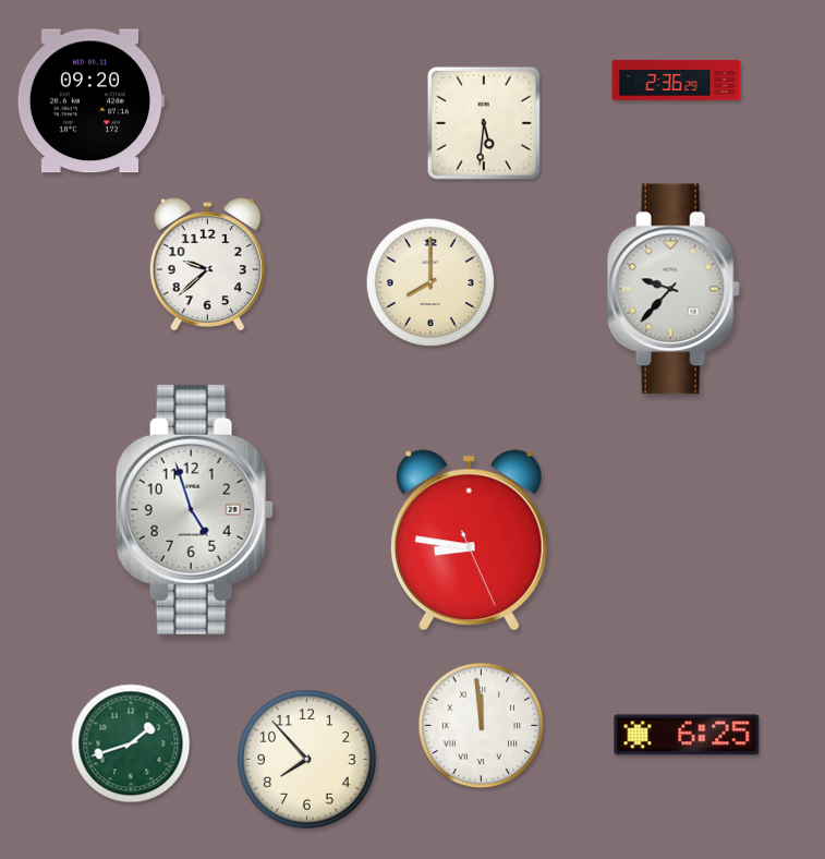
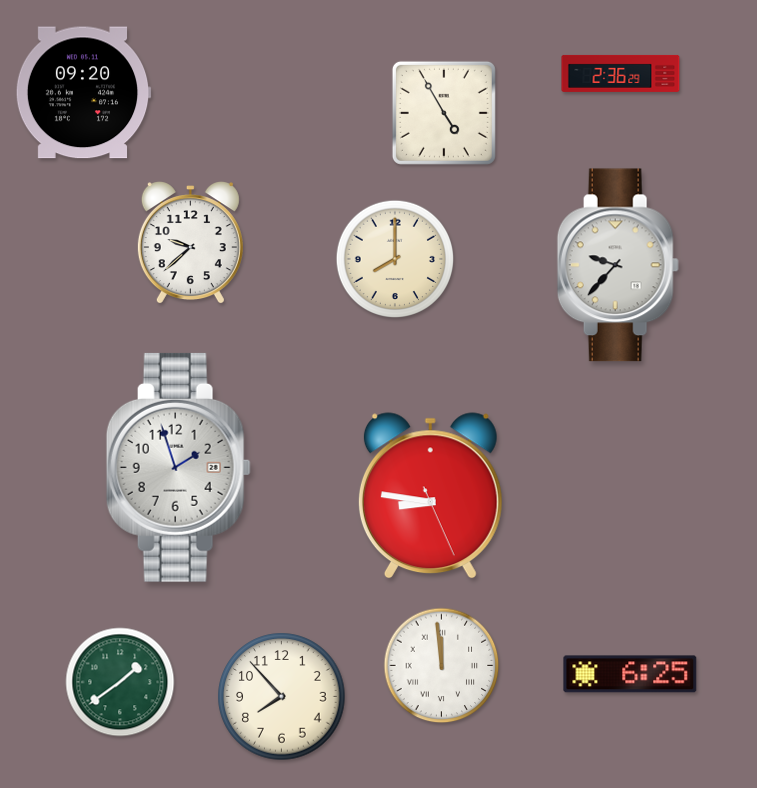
clock at (484, 123): 5:31 -> 4:55
clock at (194, 509): 4:57 -> 1:57
clock at (131, 743): 1:42 -> 1:39
